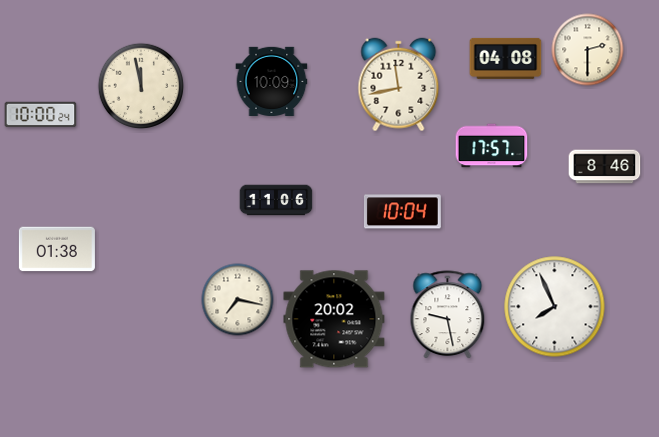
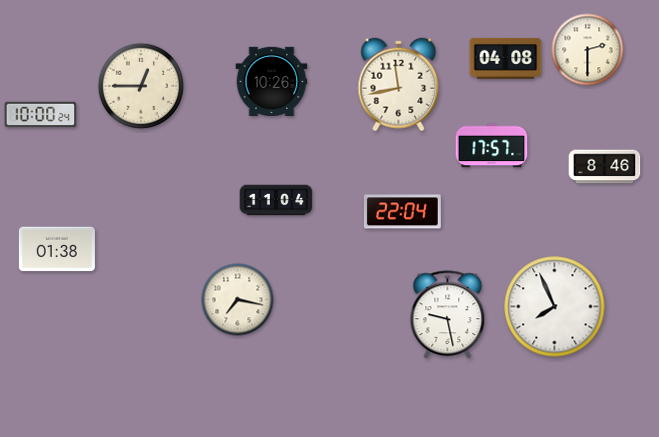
clock at (272, 81): 10:09 -> 10:26
clock at (141, 86): 11:58 -> 12:45
clock at (276, 200): 11:06 -> 11:04
clock at (402, 212): 10:04 -> 22:04
clock at (334, 319): 20:02 -> none
